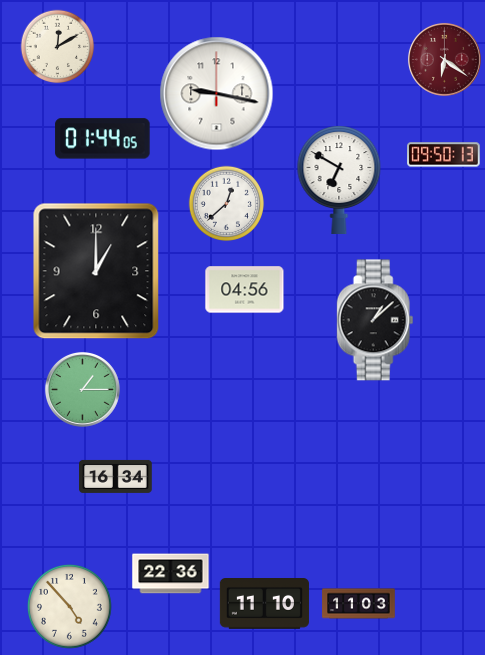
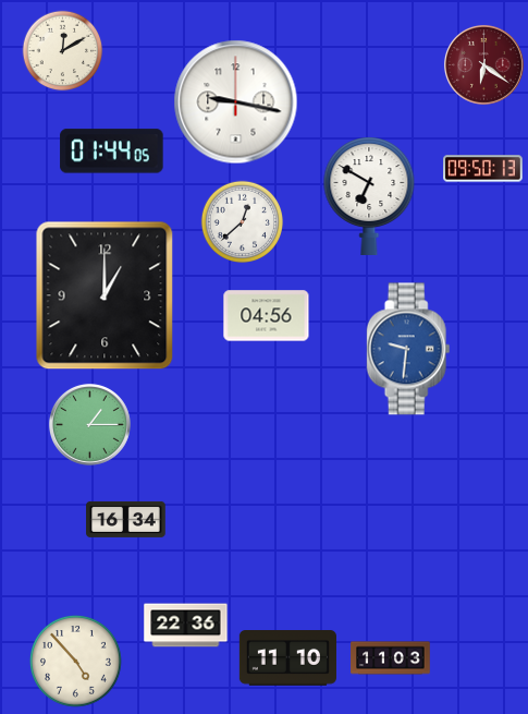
clock at (227, 204) position: (227, 204) -> (243, 222)
clock at (375, 320): 1:08 -> 9:31
clock at (375, 320) dial: black -> blue
